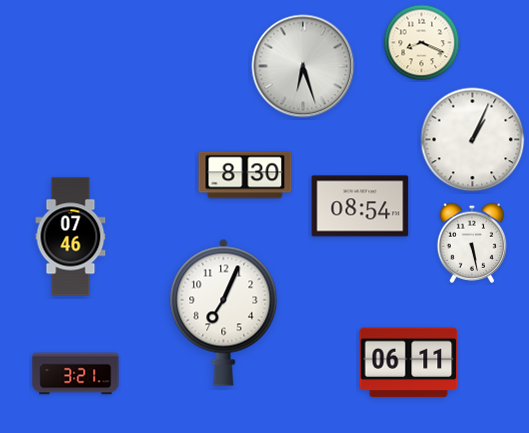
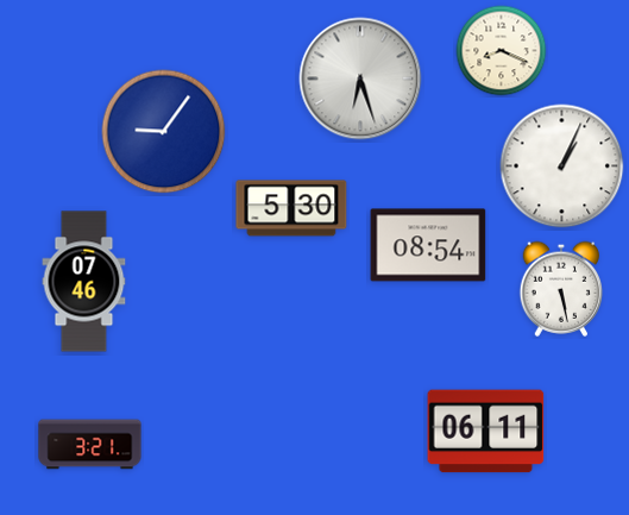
clock at (164, 132): none -> 9:06
clock at (245, 175): 8:30 -> 5:30
clock at (224, 312): 7:04 -> none
